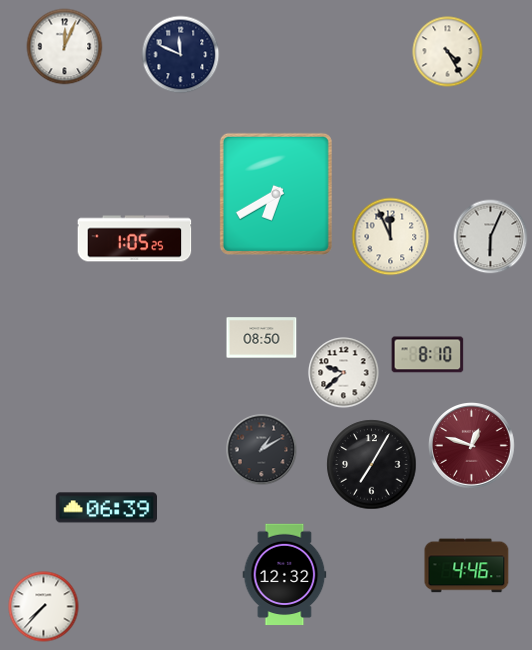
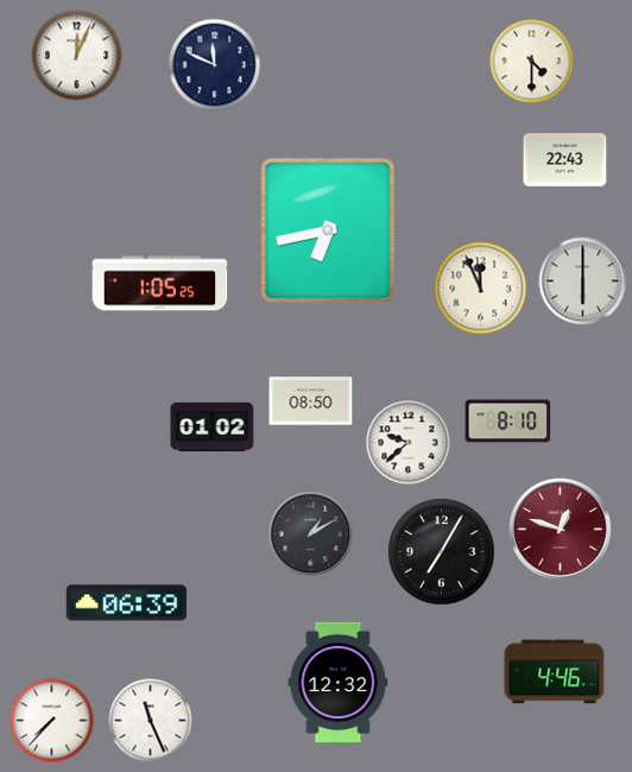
clock at (448, 52): 4:25 -> 4:30
clock at (565, 160): none -> 22:43
clock at (276, 194): 6:40 -> 6:43
clock at (391, 237) position: (391, 237) -> (481, 289)
clock at (491, 237): 6:04 -> 6:00
clock at (213, 426): none -> 01:02
clock at (151, 721): none -> 11:26
